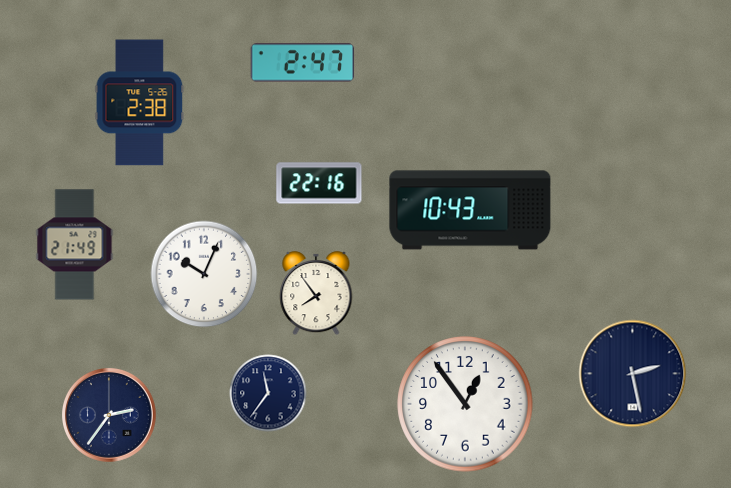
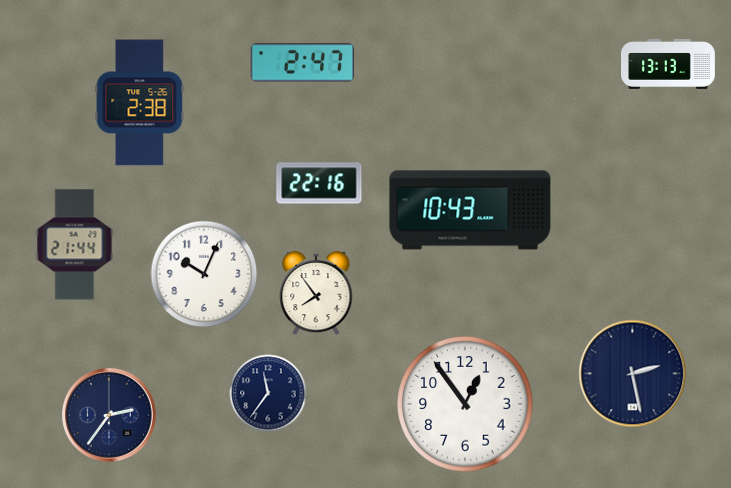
clock at (669, 64): none -> 13:13
clock at (75, 245): 21:49 -> 21:44
